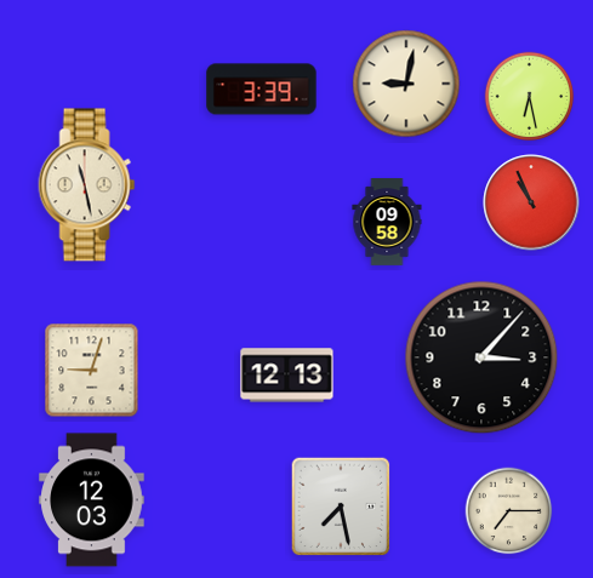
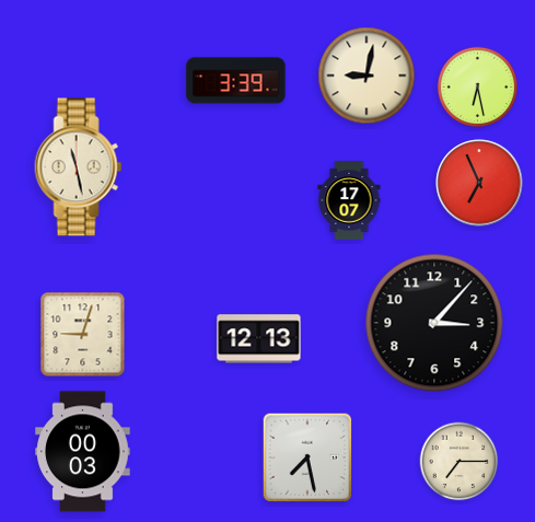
clock at (531, 202): 10:56 -> 6:56
clock at (387, 222): 09:58 -> 17:07
clock at (92, 500): 12:03 -> 00:03
